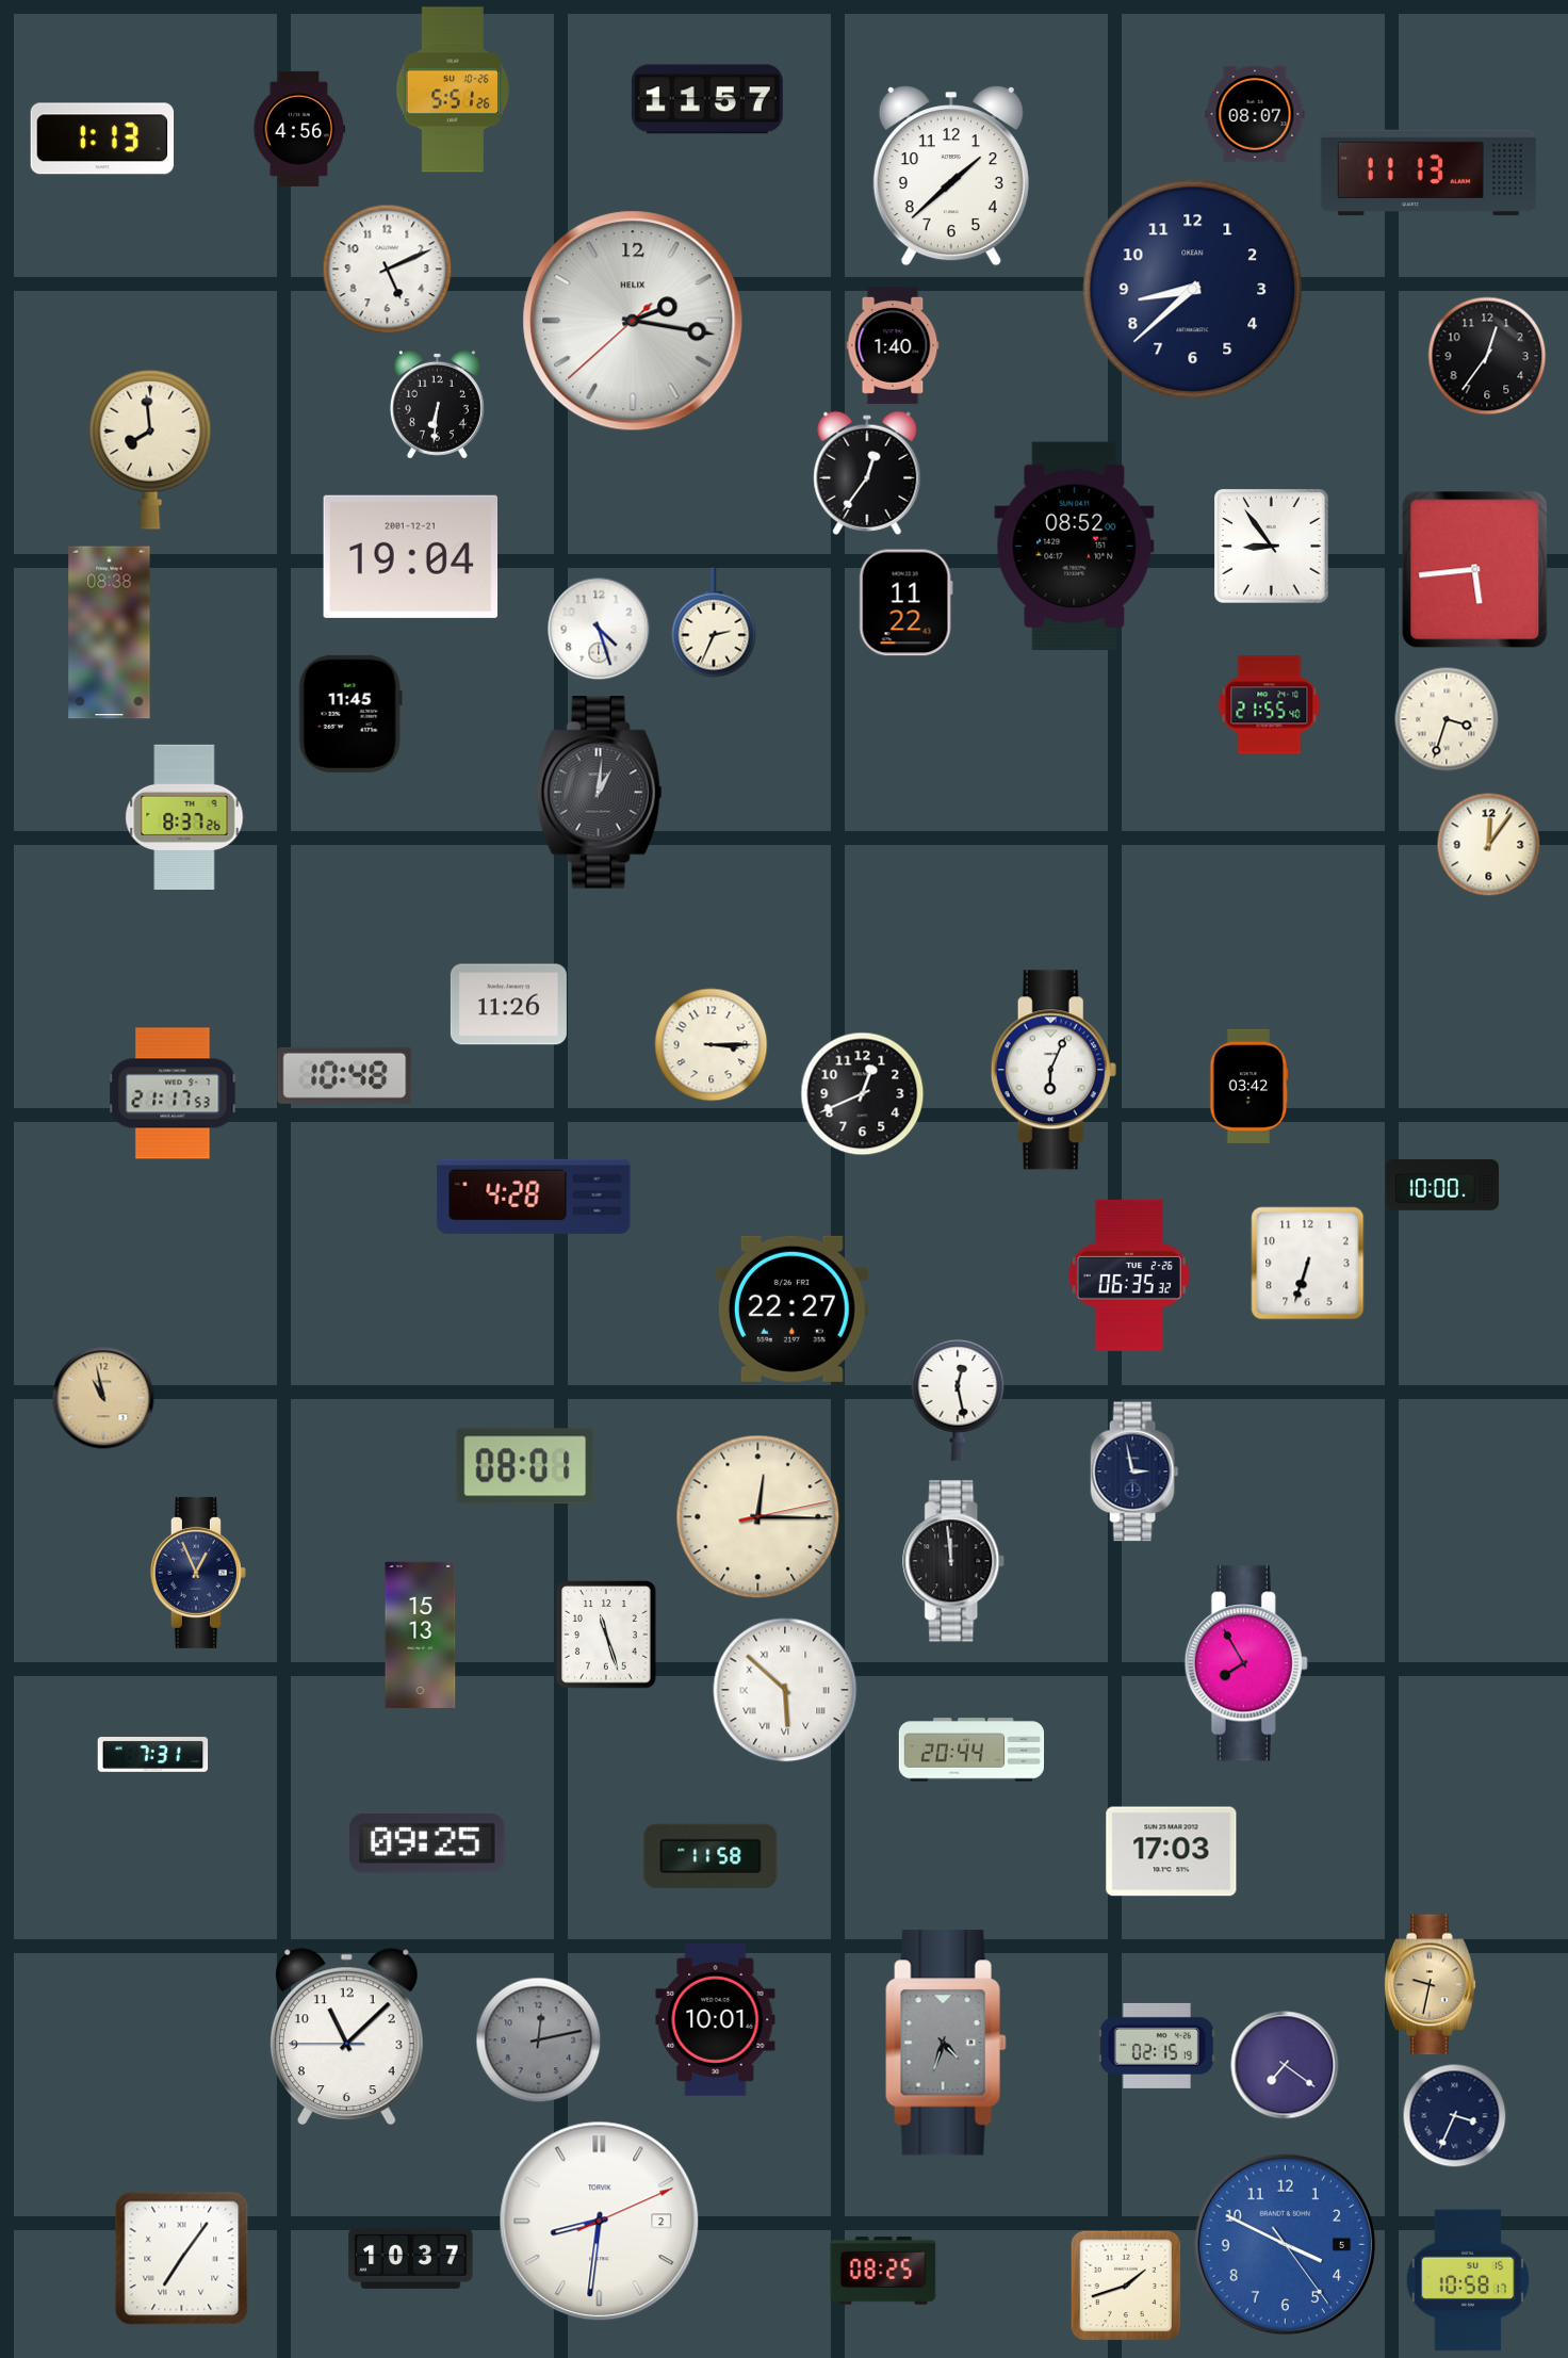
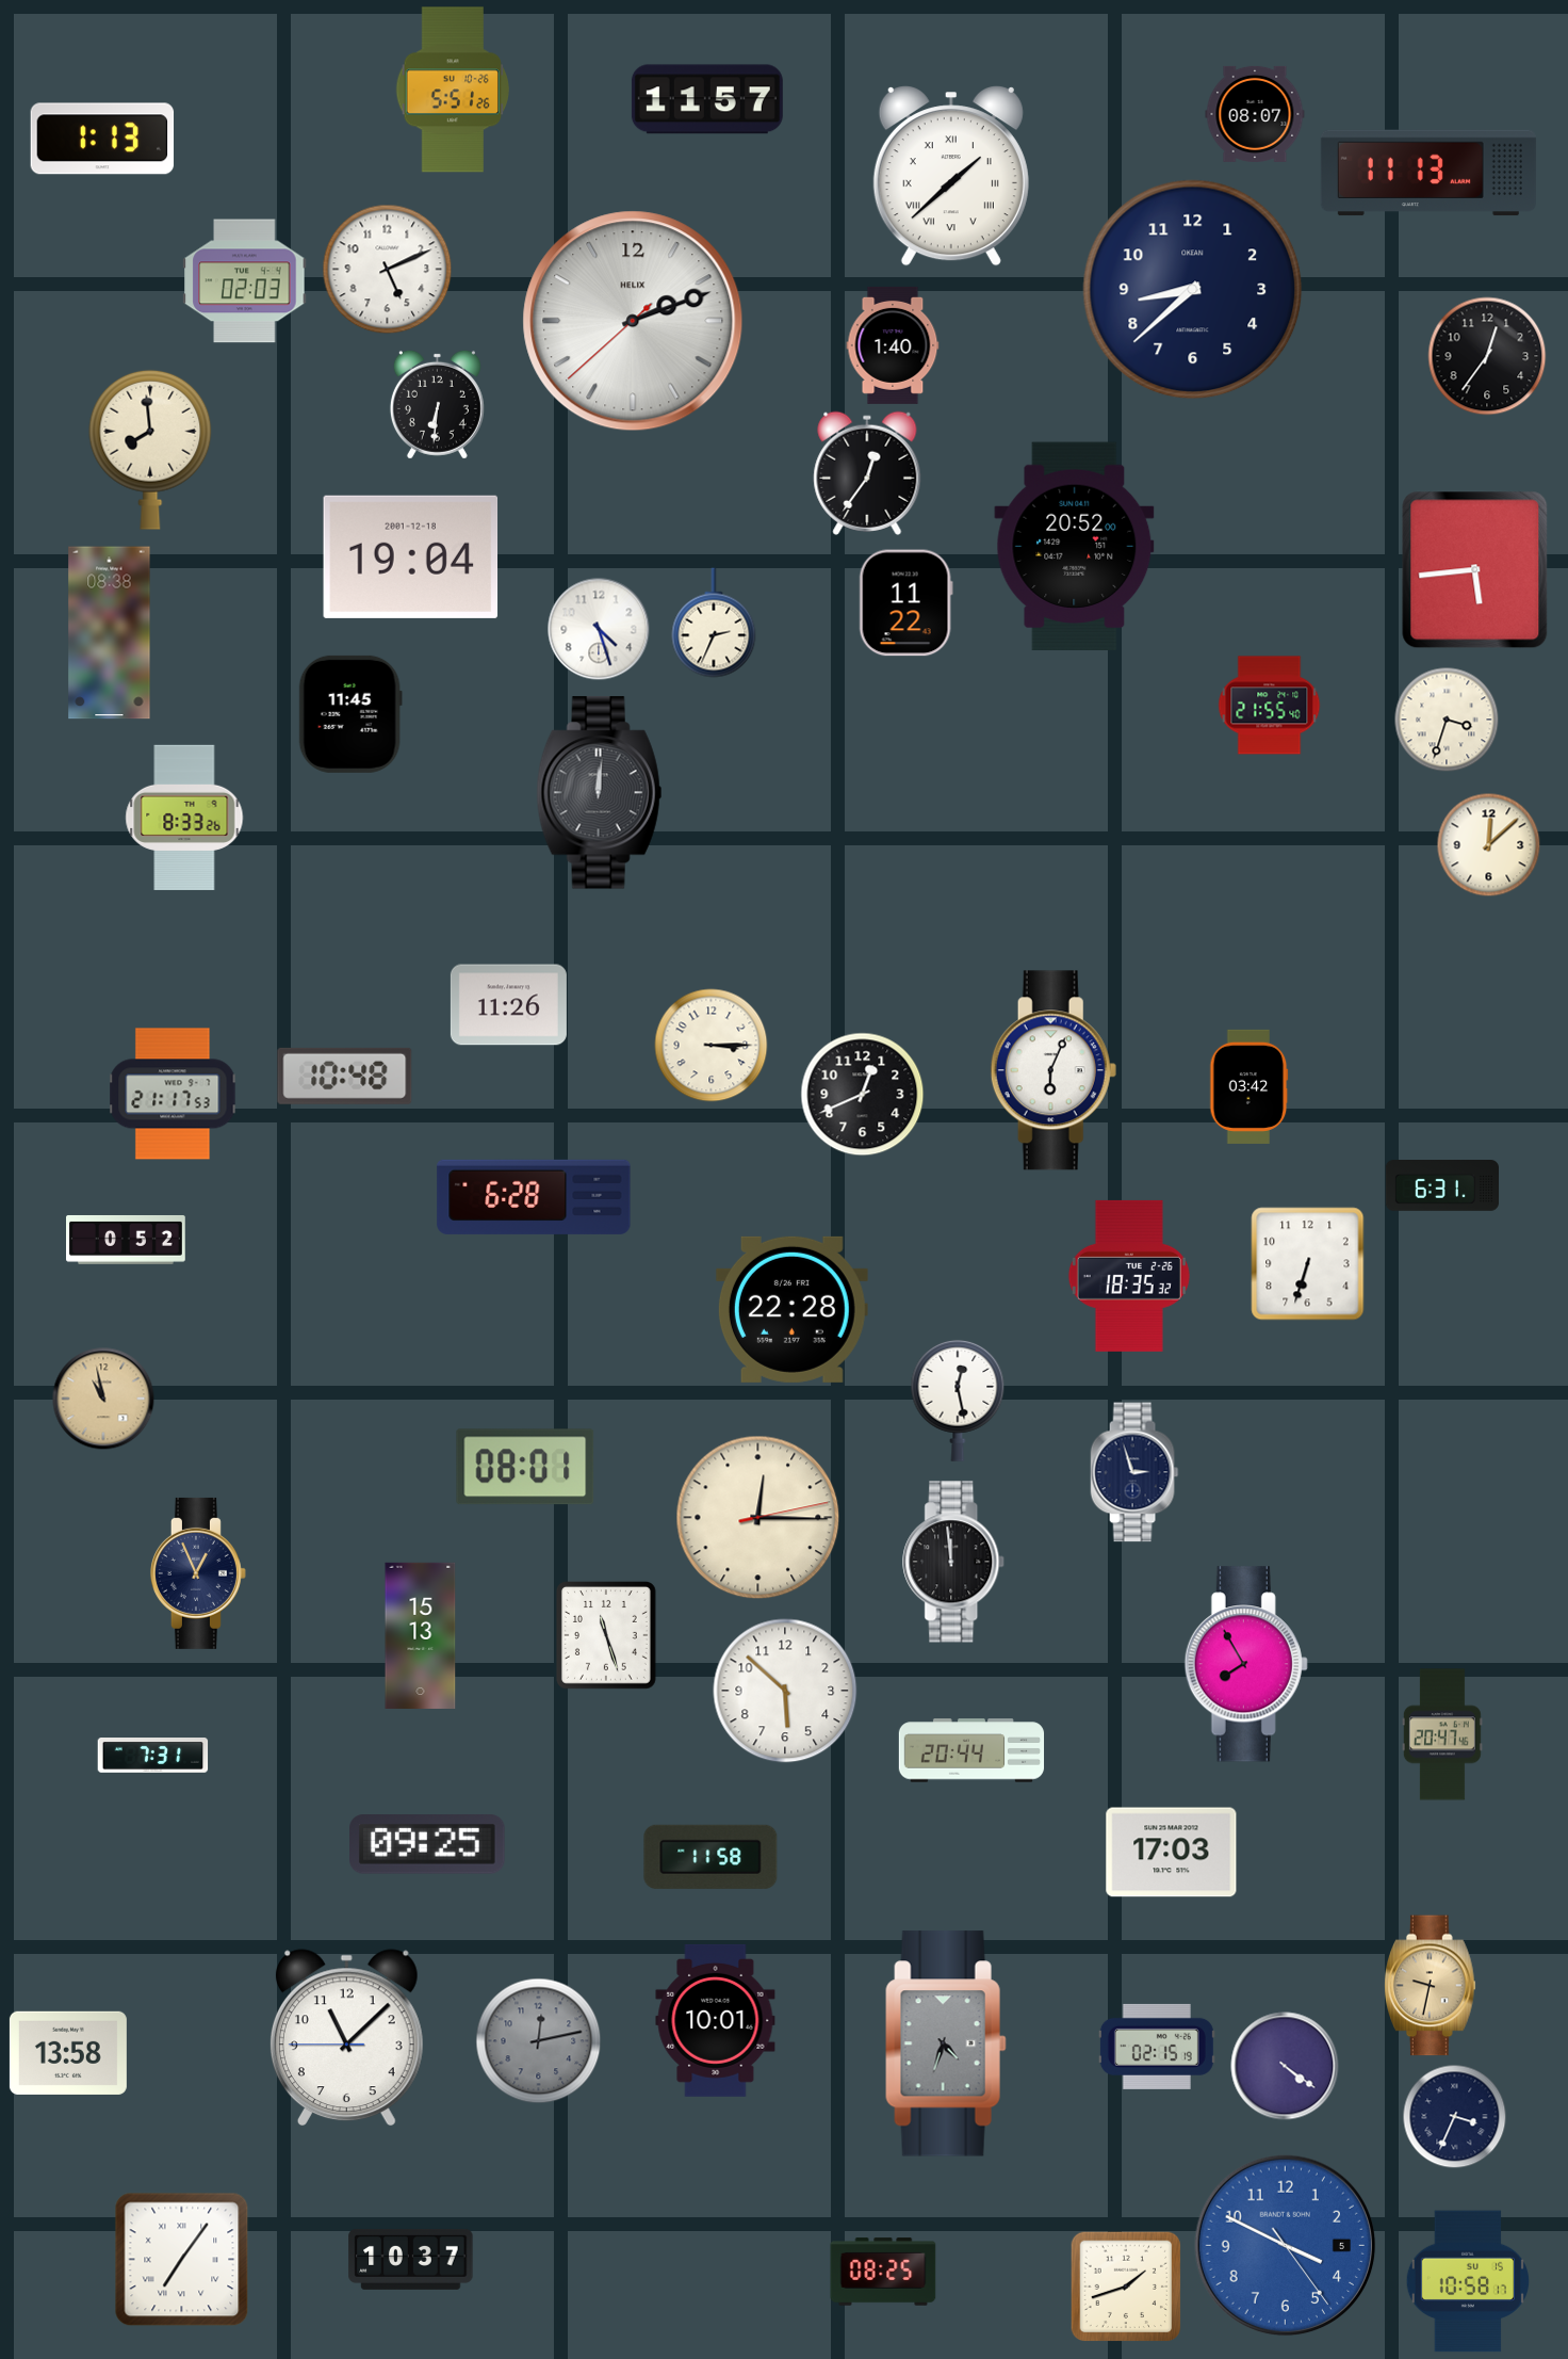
clock at (299, 129): 4:56 -> none
clock at (951, 176) numerals: Arabic -> Roman
clock at (245, 281): none -> 02:03
clock at (633, 321): 2:16 -> 2:11
clock at (1075, 547): 08:52 -> 20:52
clock at (1272, 547): 8:54 -> none
clock at (411, 556) date: 2001-12-21 -> 2001-12-18
clock at (600, 793): 1:01 -> 12:01
clock at (184, 816): 8:37 -> 8:33
clock at (1489, 845): 12:06 -> 12:08
clock at (1441, 1186): 10:00 -> 6:31
clock at (534, 1197): 4:28 -> 6:28
clock at (127, 1240): none -> 0:52
clock at (1129, 1275): 06:35 -> 18:35
clock at (791, 1308): 22:27 -> 22:28
clock at (1134, 1471): 2:58 -> 2:57
clock at (785, 1690) numerals: Roman -> Arabic
clock at (1442, 1734): none -> 20:47
clock at (68, 2053): none -> 13:58
clock at (1285, 2065): 7:21 -> 4:21
clock at (600, 2222): 8:31 -> none
